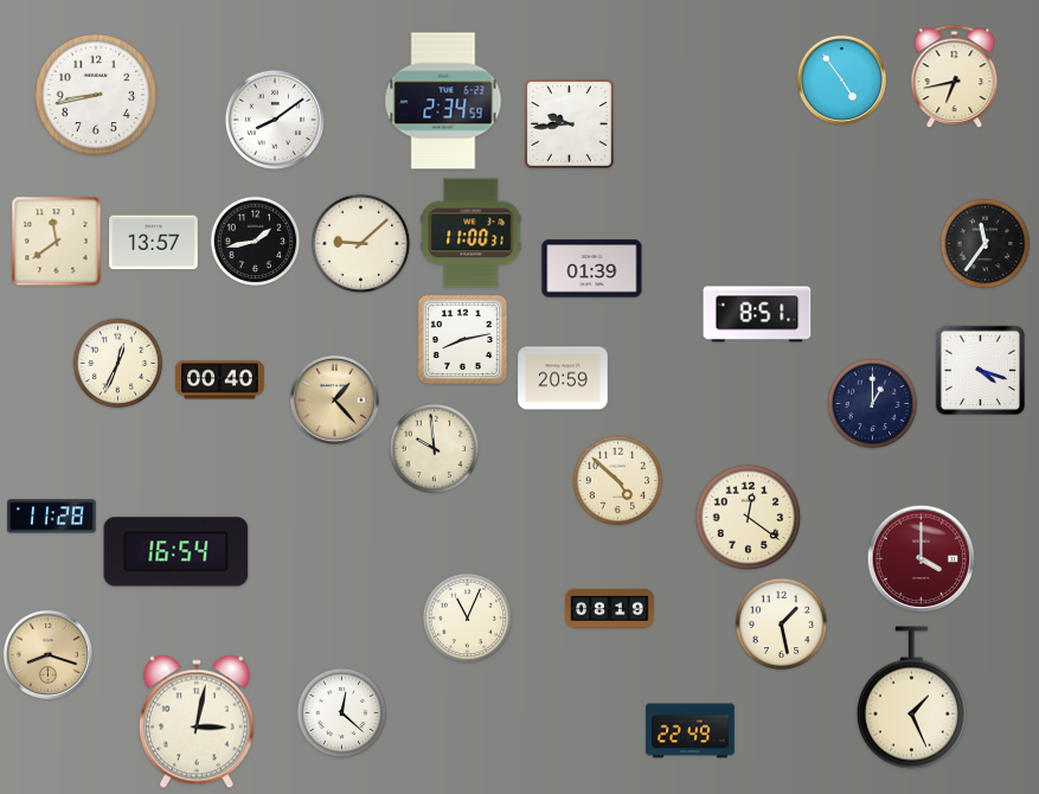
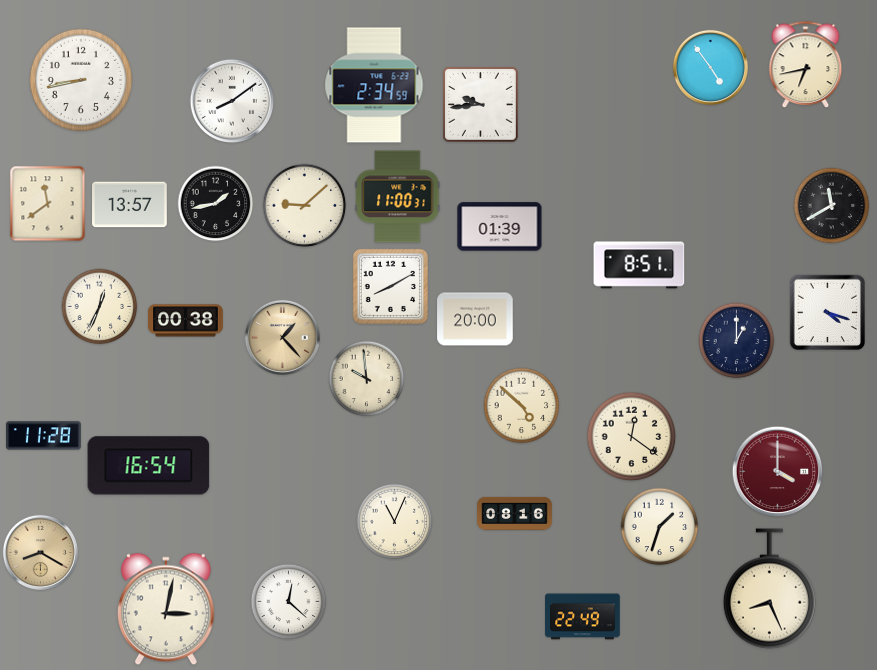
clock at (986, 244): 11:36 -> 11:40
clock at (462, 339): 8:13 -> 8:10
clock at (563, 378): 20:59 -> 20:00
clock at (220, 380): 00:40 -> 00:38
clock at (610, 608): 08:19 -> 08:16
clock at (782, 625): 1:28 -> 1:33
clock at (47, 654): 8:18 -> 8:20
clock at (911, 698): 1:26 -> 8:26
